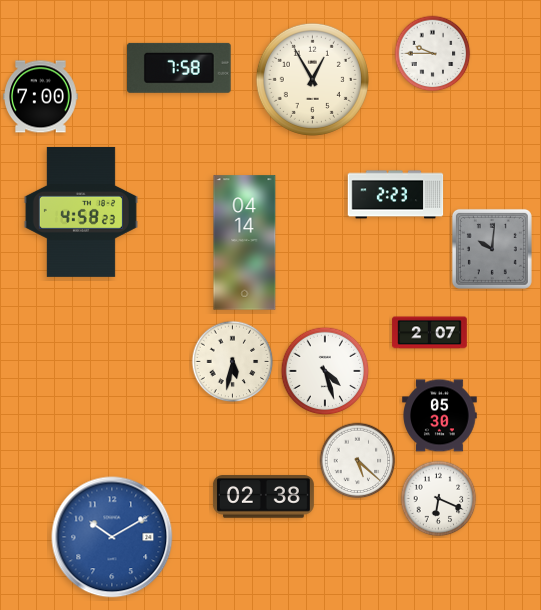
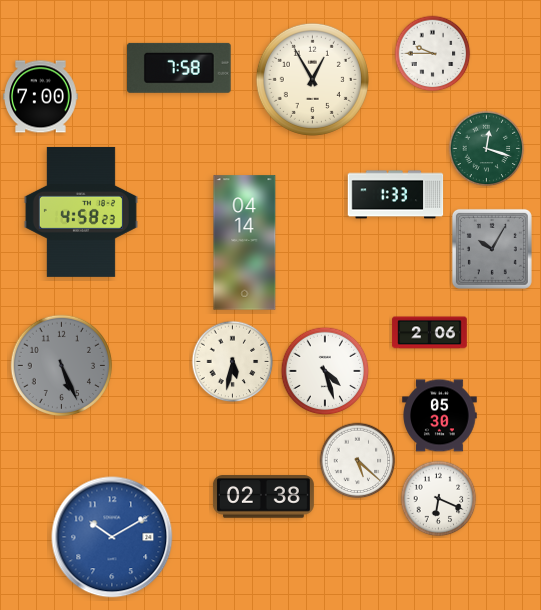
clock at (487, 149): none -> 12:18
clock at (396, 195): 2:23 -> 1:33
clock at (492, 249): 10:01 -> 10:05
clock at (430, 333): 2:07 -> 2:06
clock at (61, 365): none -> 5:26
